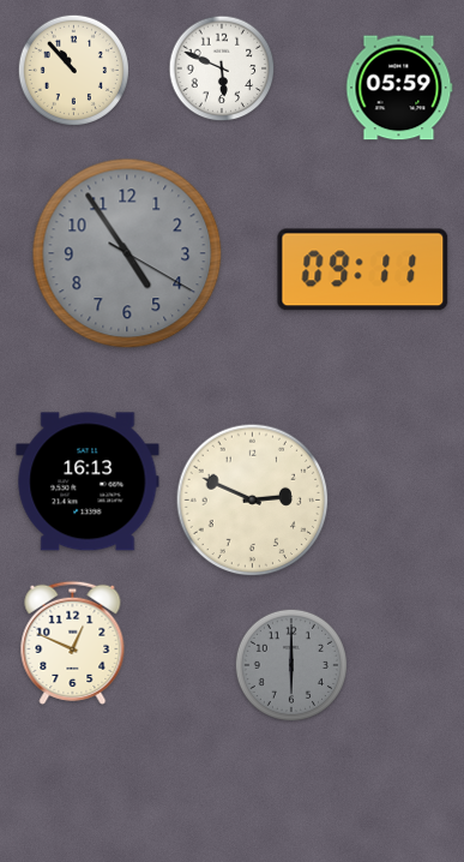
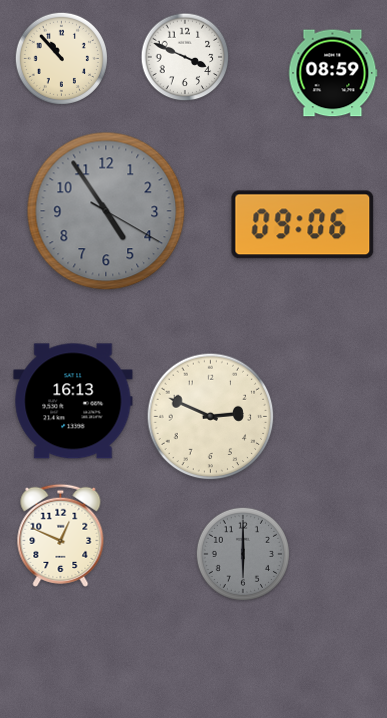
clock at (222, 68): 5:49 -> 3:49
clock at (399, 88): 05:59 -> 08:59
clock at (363, 270): 09:11 -> 09:06
